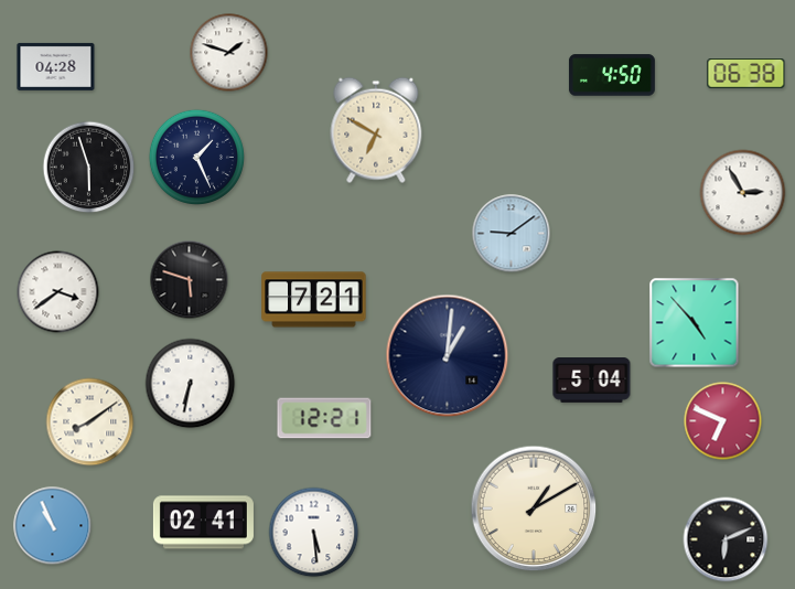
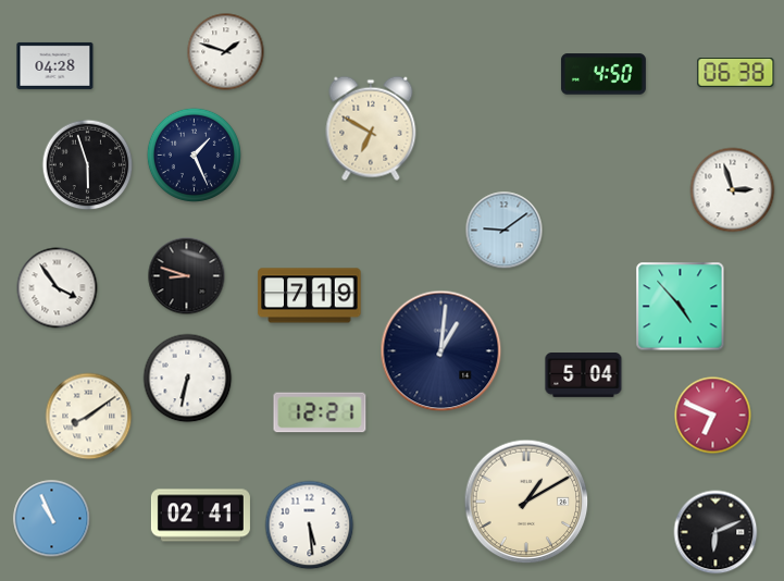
clock at (743, 193): 2:55 -> 2:57
clock at (190, 280): 5:48 -> 8:48
clock at (58, 292): 3:39 -> 3:54
clock at (314, 300): 7:21 -> 7:19
clock at (695, 323) position: (695, 323) -> (681, 307)
